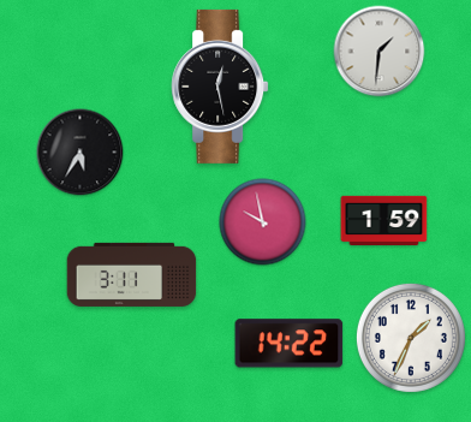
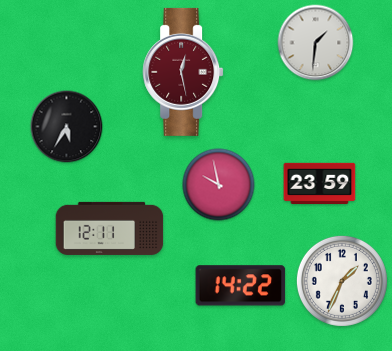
clock at (220, 87) dial: black -> burgundy
clock at (384, 220): 1:59 -> 23:59
clock at (132, 274): 3:11 -> 12:11
